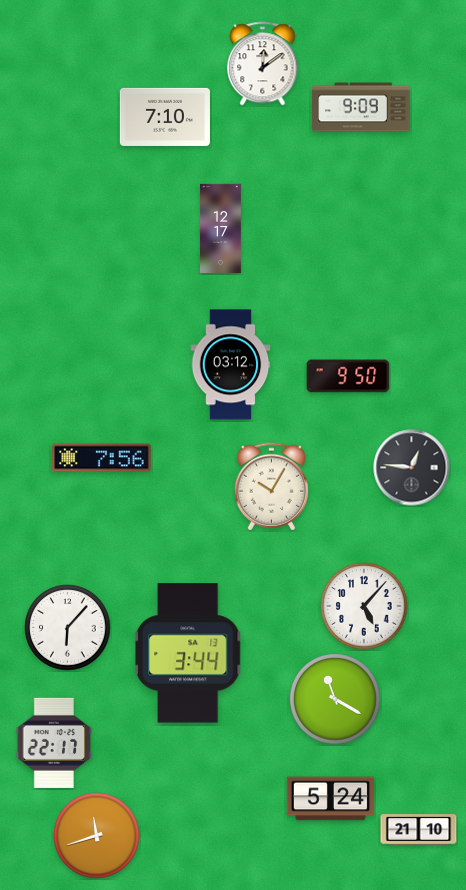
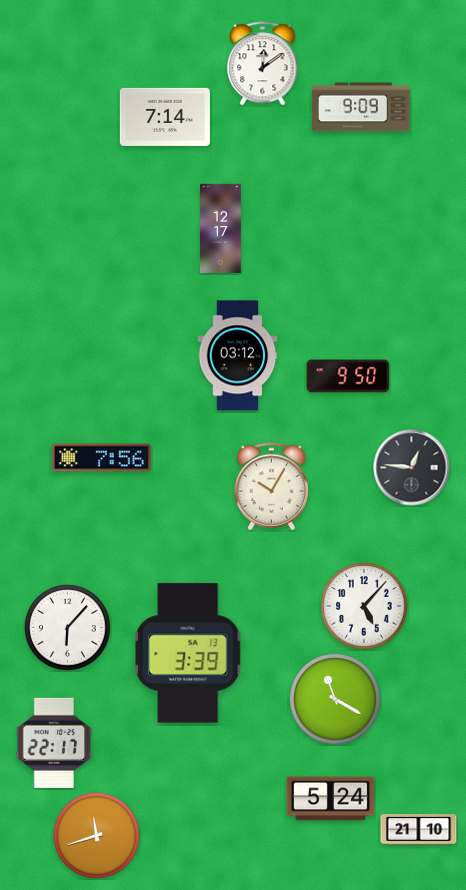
clock at (165, 117): 7:10 -> 7:14
clock at (231, 365) position: (231, 365) -> (238, 356)
clock at (188, 653): 3:44 -> 3:39
